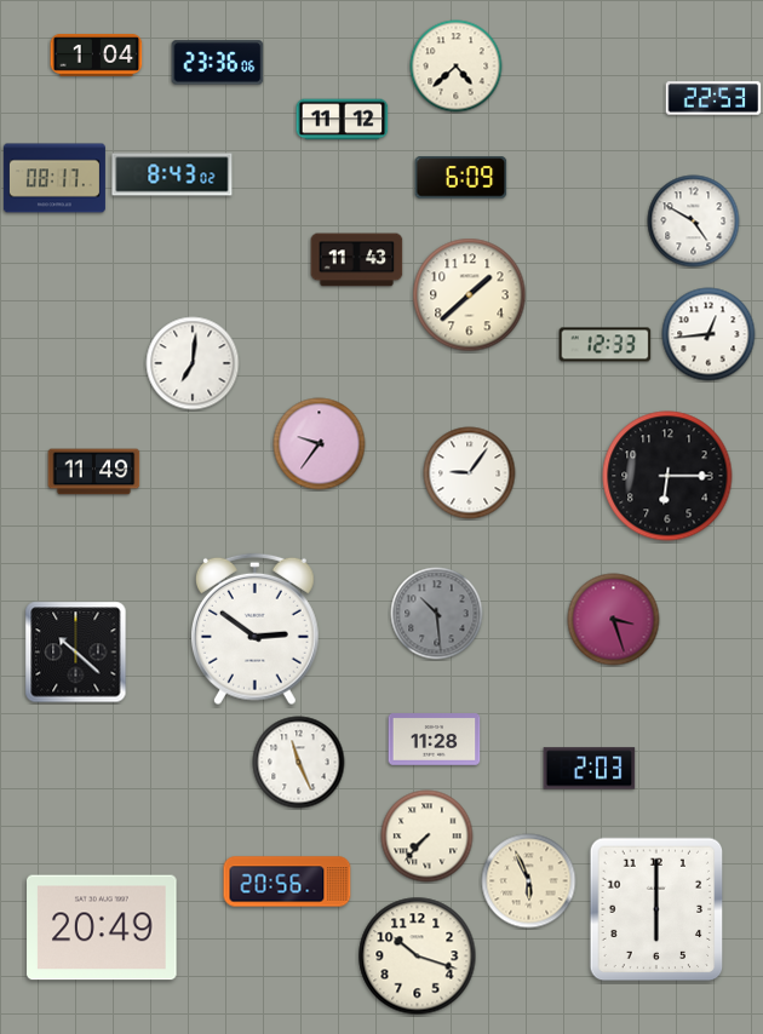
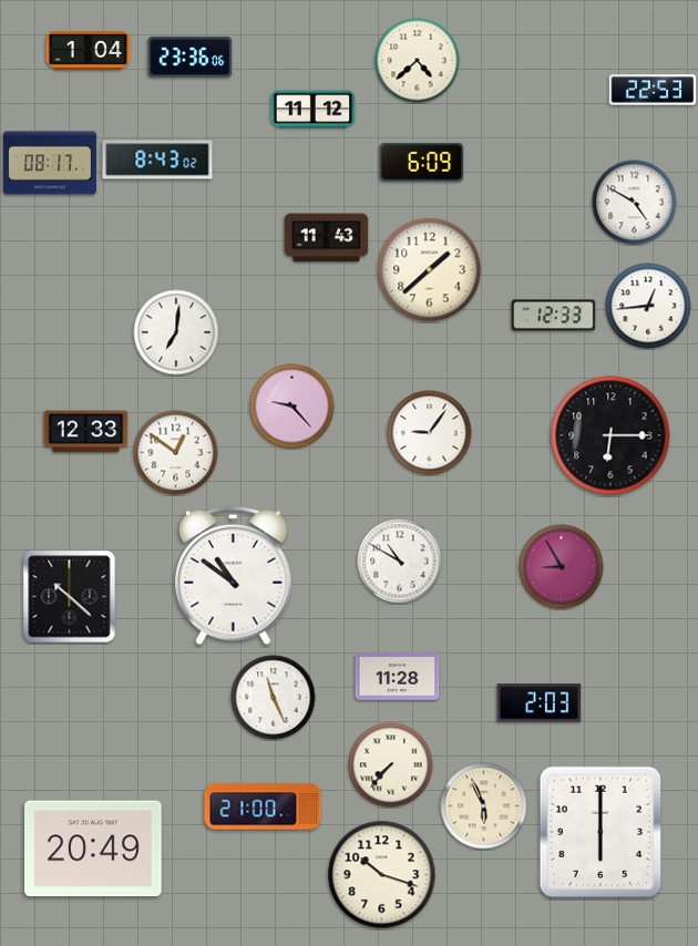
clock at (218, 63) position: (218, 63) -> (191, 58)
clock at (320, 444): 9:36 -> 9:23
clock at (94, 472): 11:49 -> 12:33
clock at (176, 453): none -> 12:51
clock at (437, 614): 10:29 -> 10:50
clock at (437, 614) dial: grey -> white
clock at (614, 620): 3:27 -> 8:55
clock at (254, 630): 2:51 -> 10:51
clock at (287, 881): 20:56 -> 21:00
